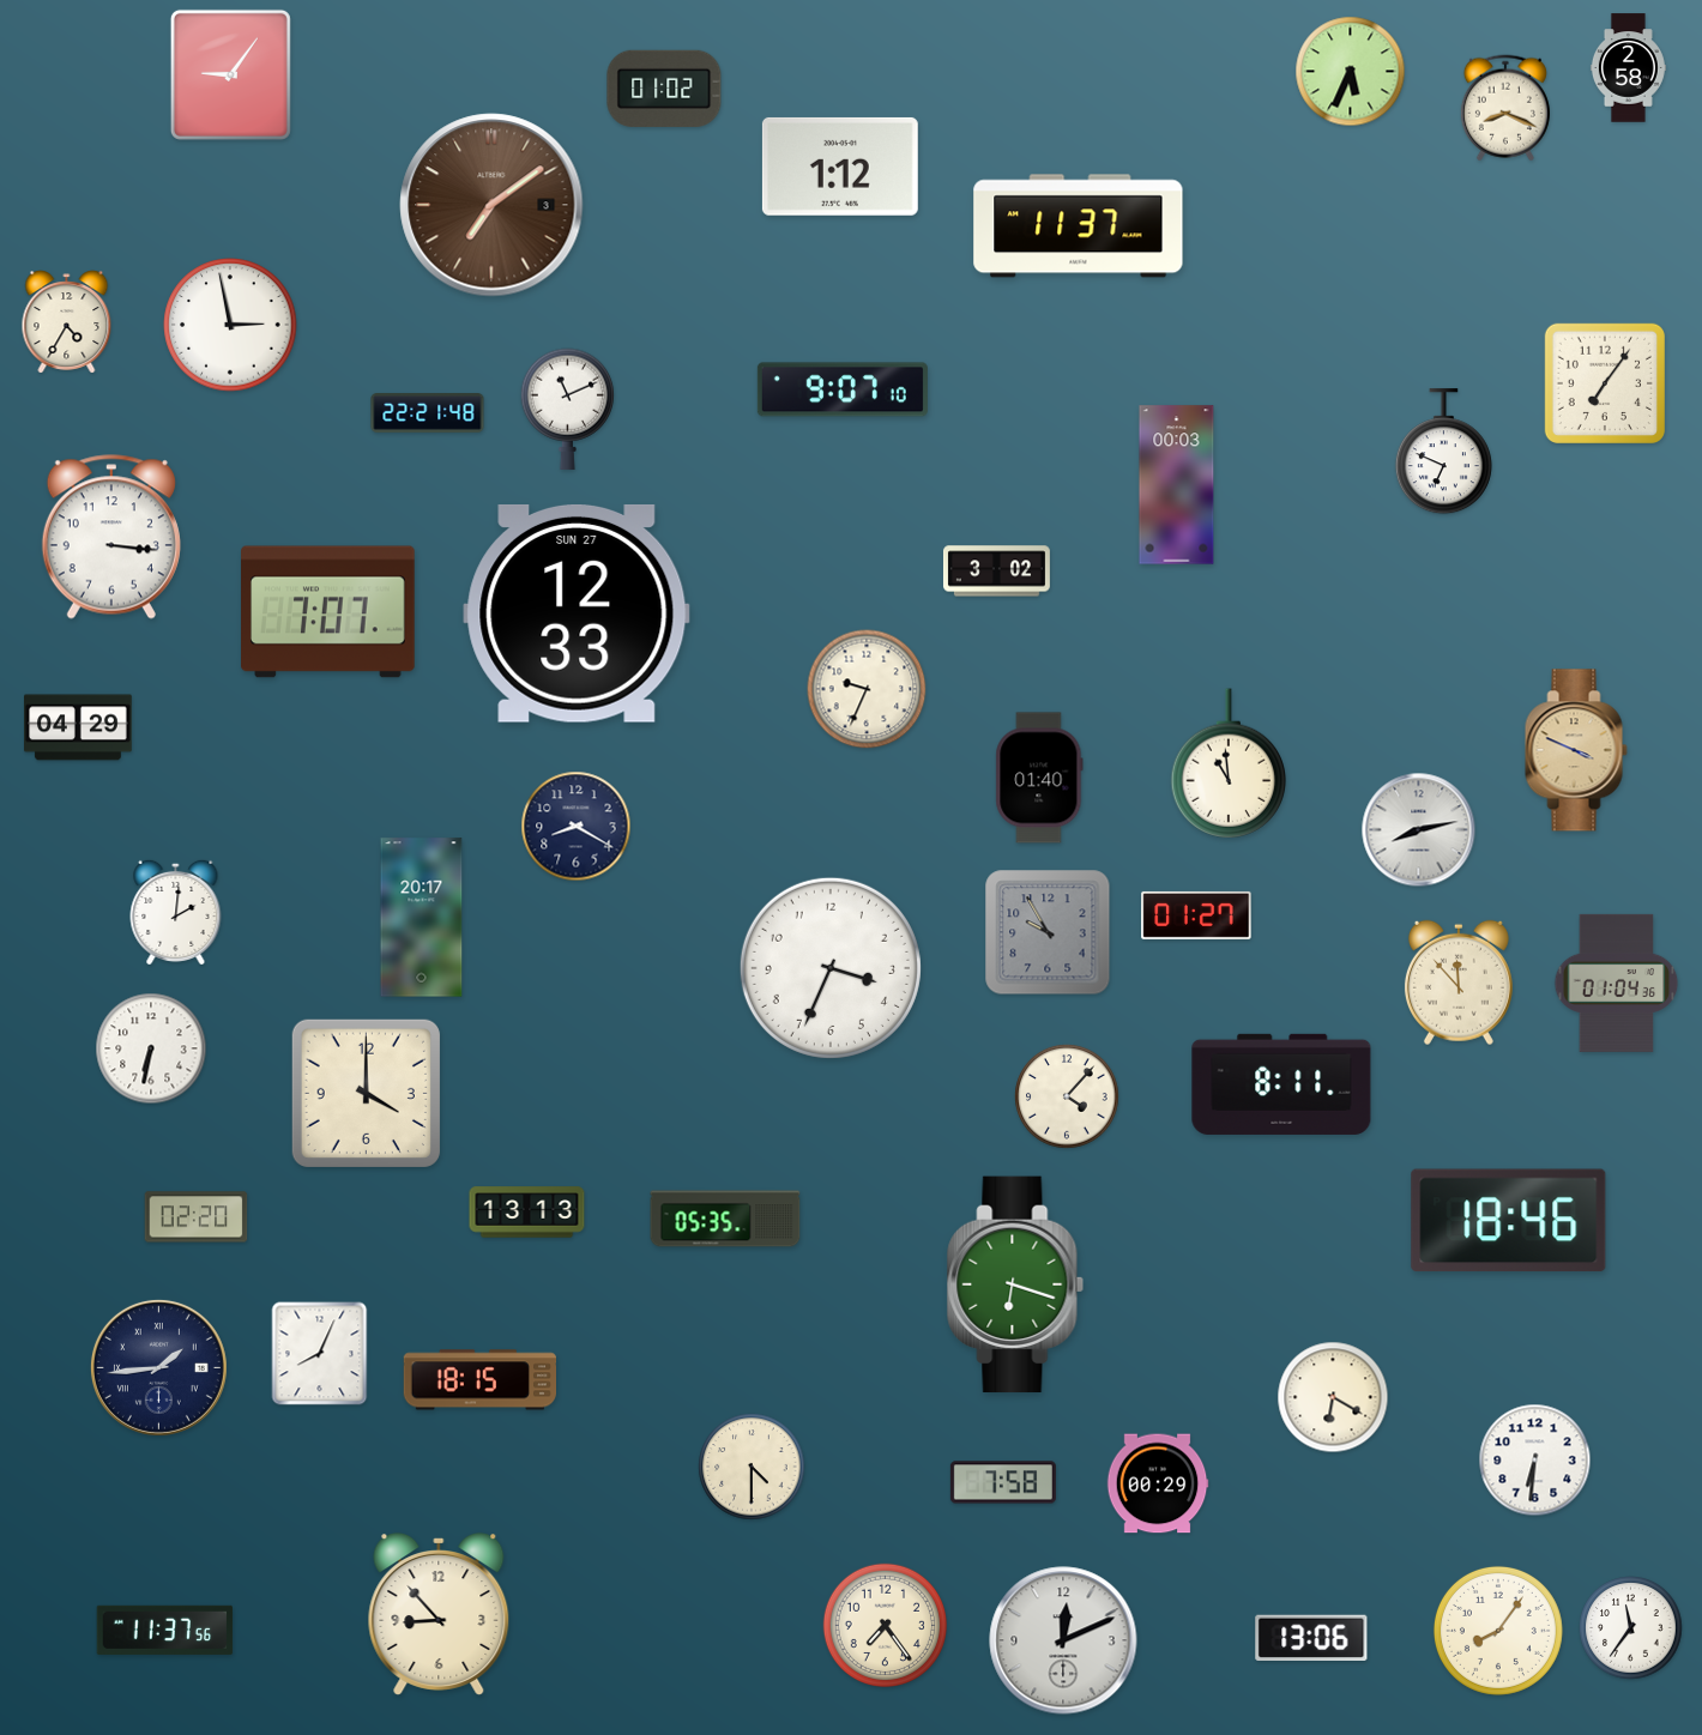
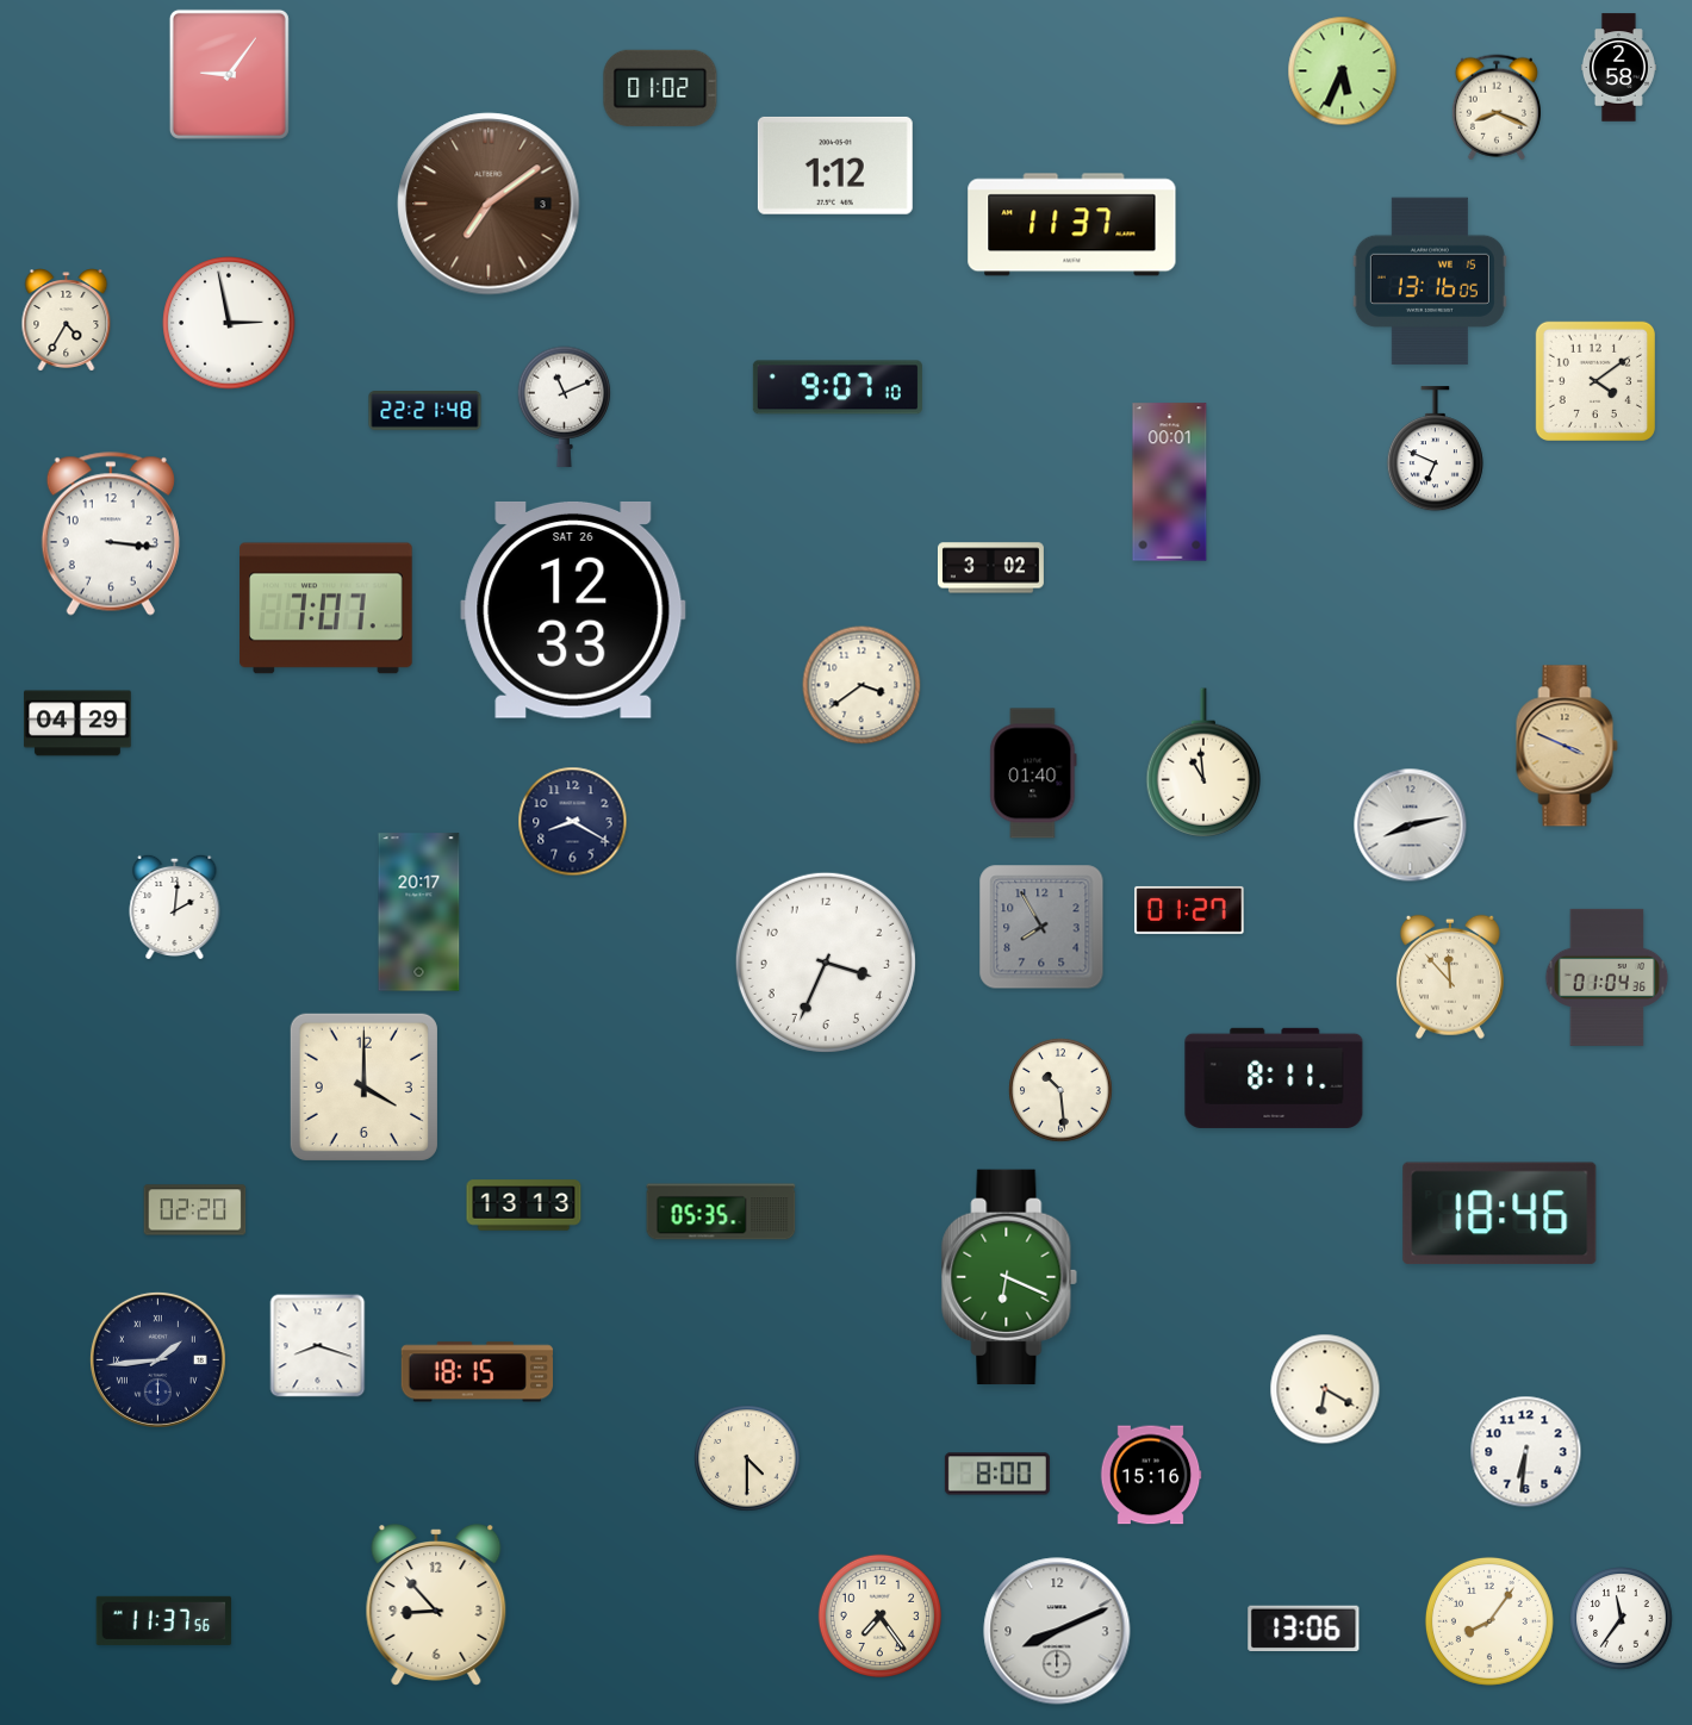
clock at (1430, 280): none -> 13:16
clock at (1605, 383): 7:06 -> 4:09
clock at (1177, 485): 00:03 -> 00:01
clock at (577, 613) date: SUN 27 -> SAT 26
clock at (867, 689): 9:34 -> 3:39
clock at (1229, 763) position: (1229, 763) -> (1203, 762)
clock at (1048, 932): 9:55 -> 7:55
clock at (151, 1048): 6:32 -> none
clock at (1067, 1096): 4:07 -> 10:29
clock at (1015, 1284): 6:18 -> 6:19
clock at (320, 1354): 8:04 -> 8:18
clock at (1003, 1482): 7:58 -> 8:00
clock at (1158, 1483): 00:29 -> 15:16
clock at (1063, 1640): 12:11 -> 8:11
